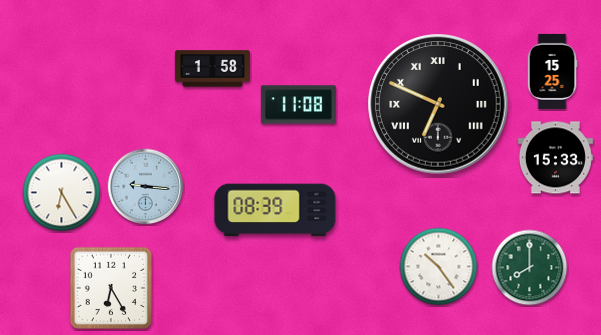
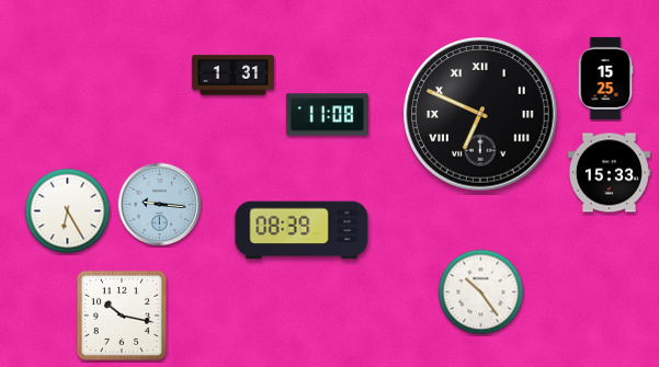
clock at (212, 69): 1:58 -> 1:31
clock at (530, 268): 8:00 -> none
clock at (111, 288): 6:25 -> 10:17
